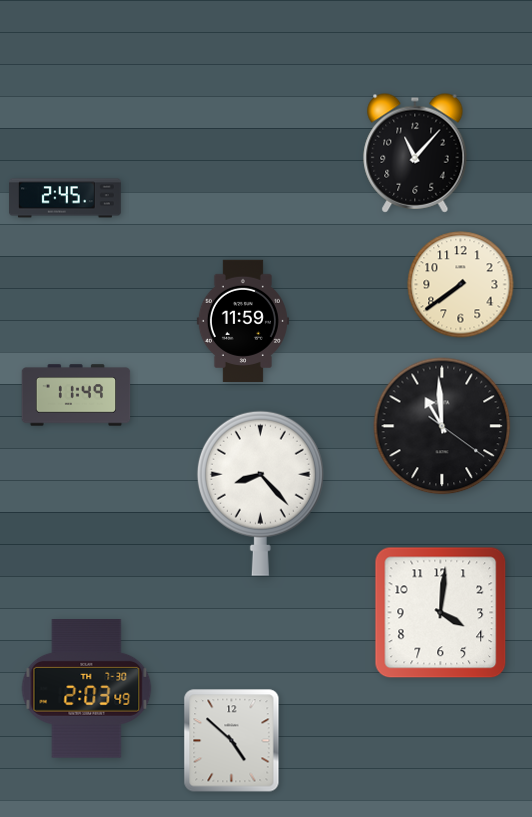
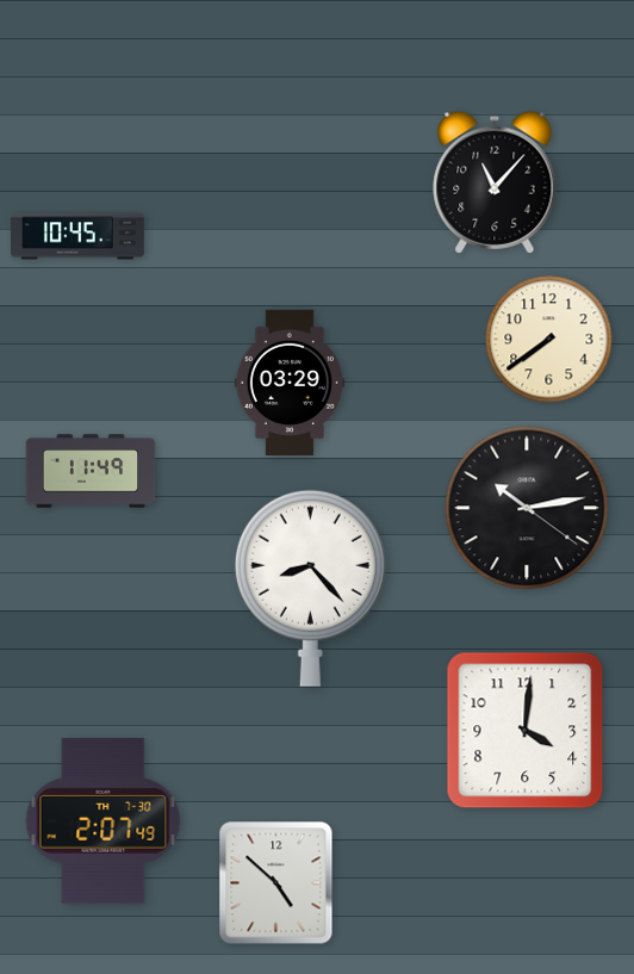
clock at (66, 198): 2:45 -> 10:45
clock at (243, 320): 11:59 -> 03:29
clock at (442, 426): 10:59 -> 10:13
clock at (87, 689): 2:03 -> 2:07
